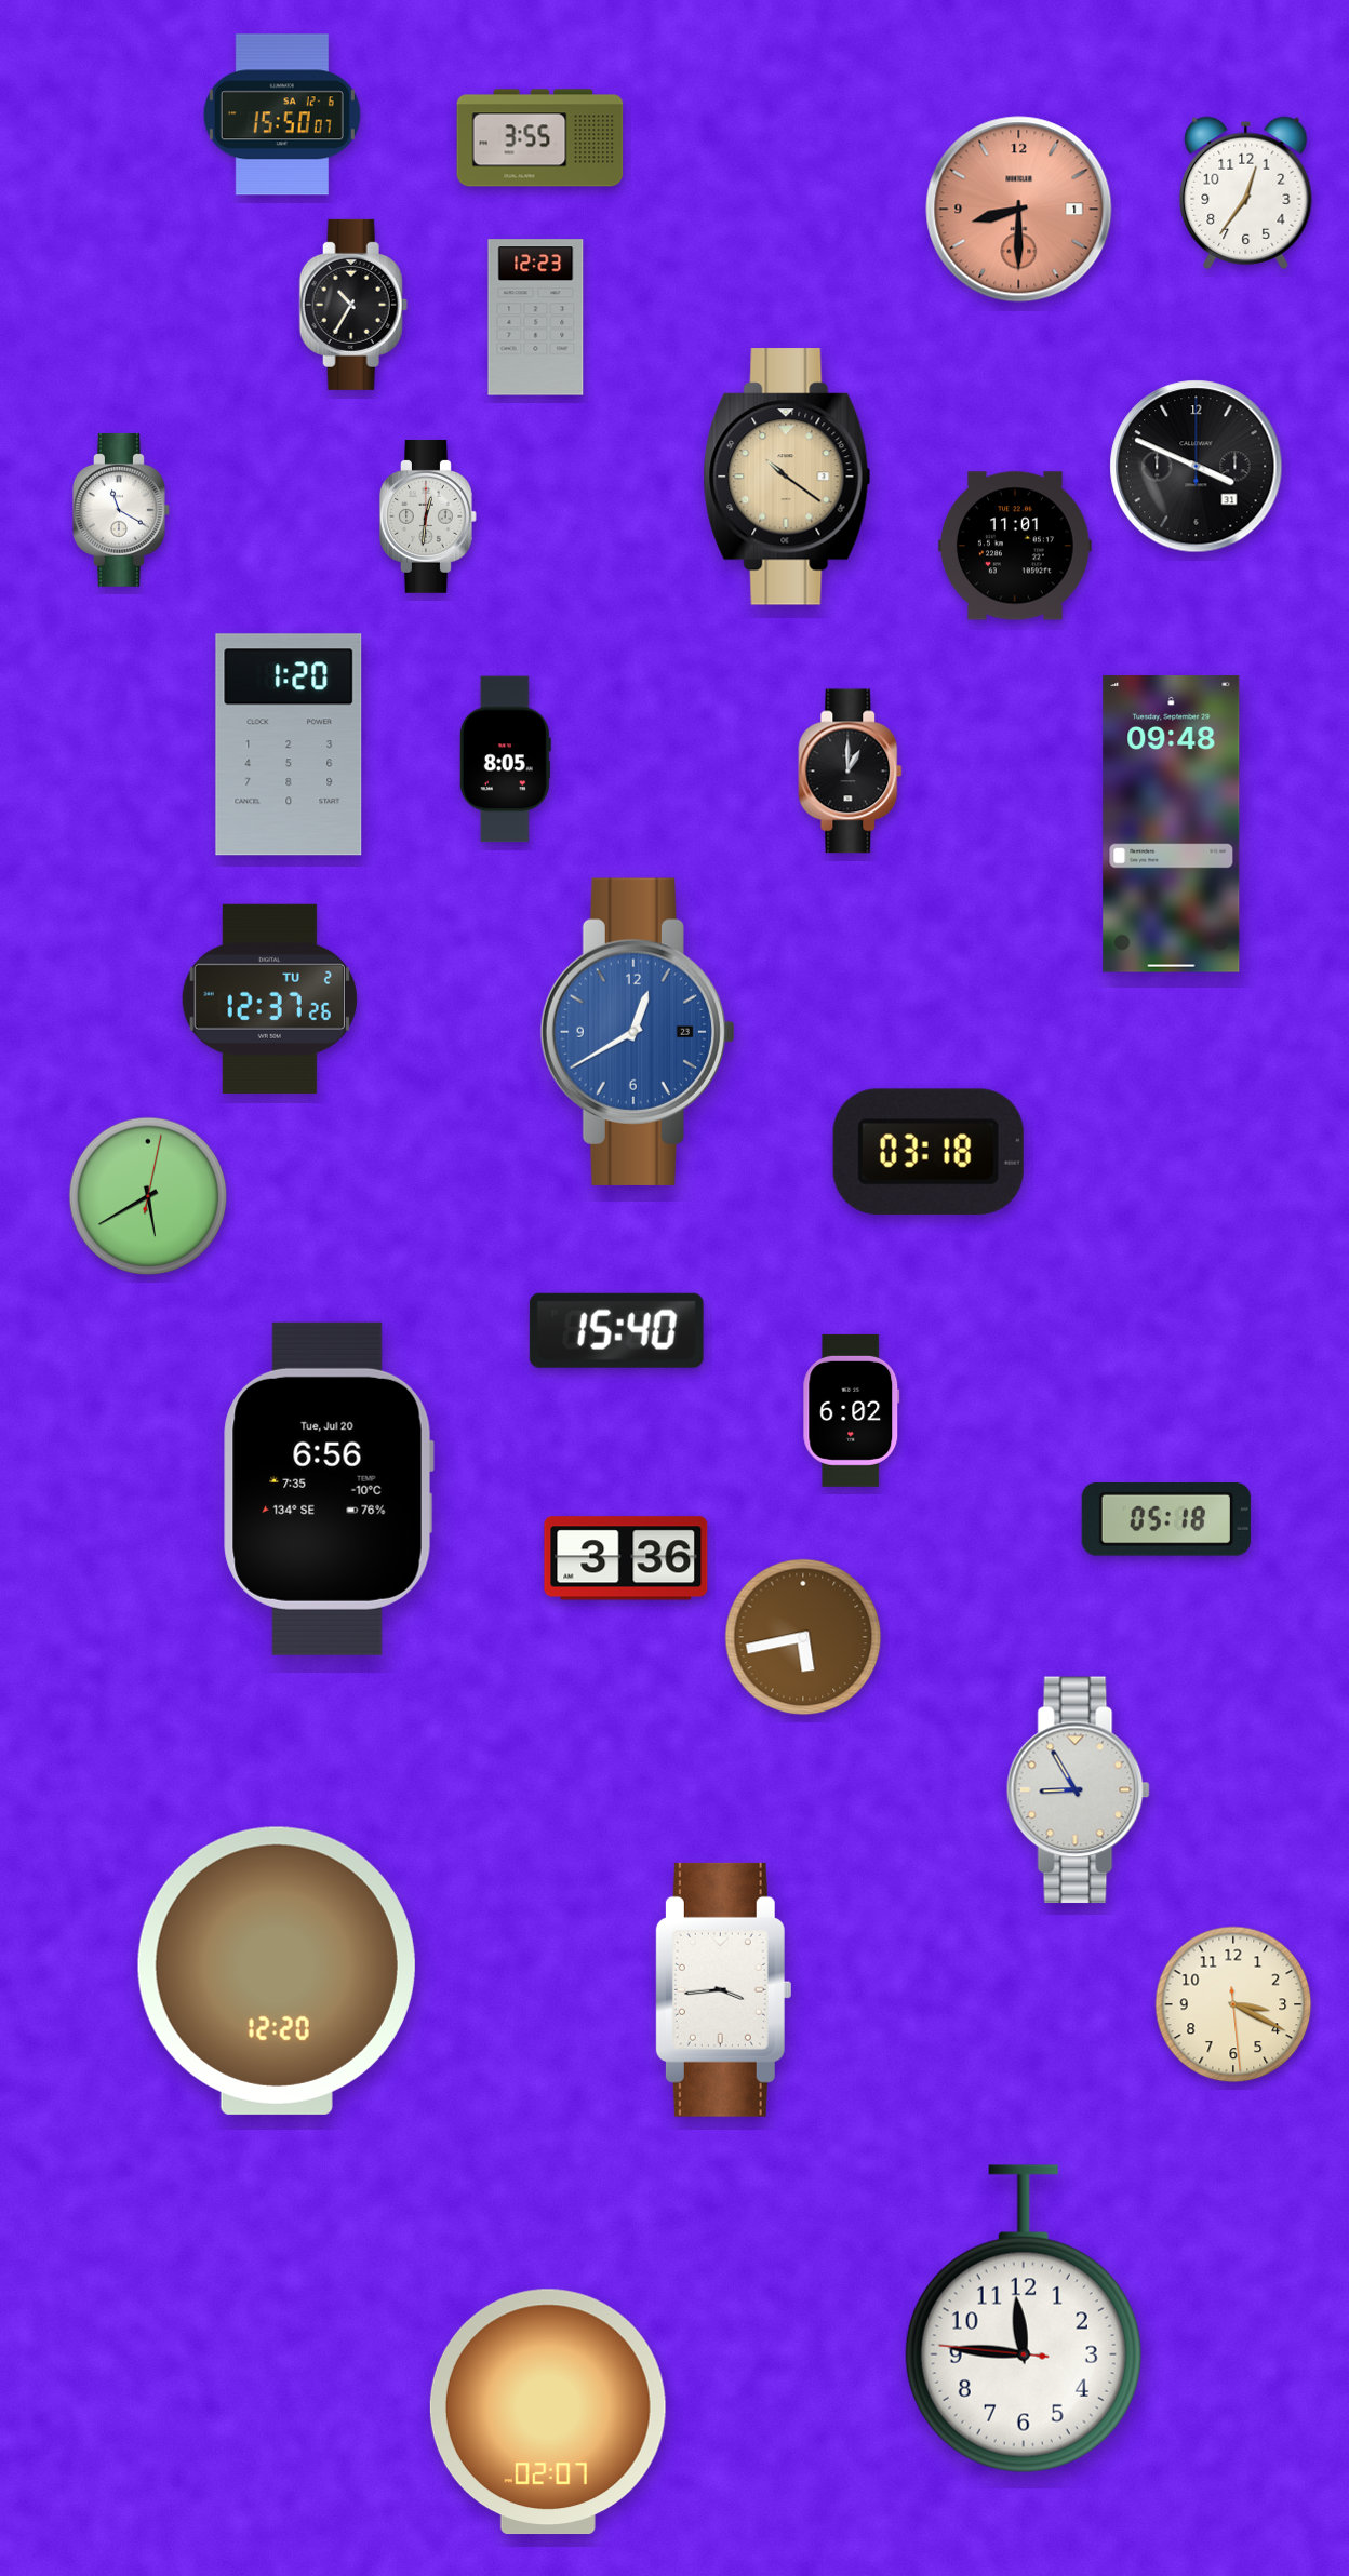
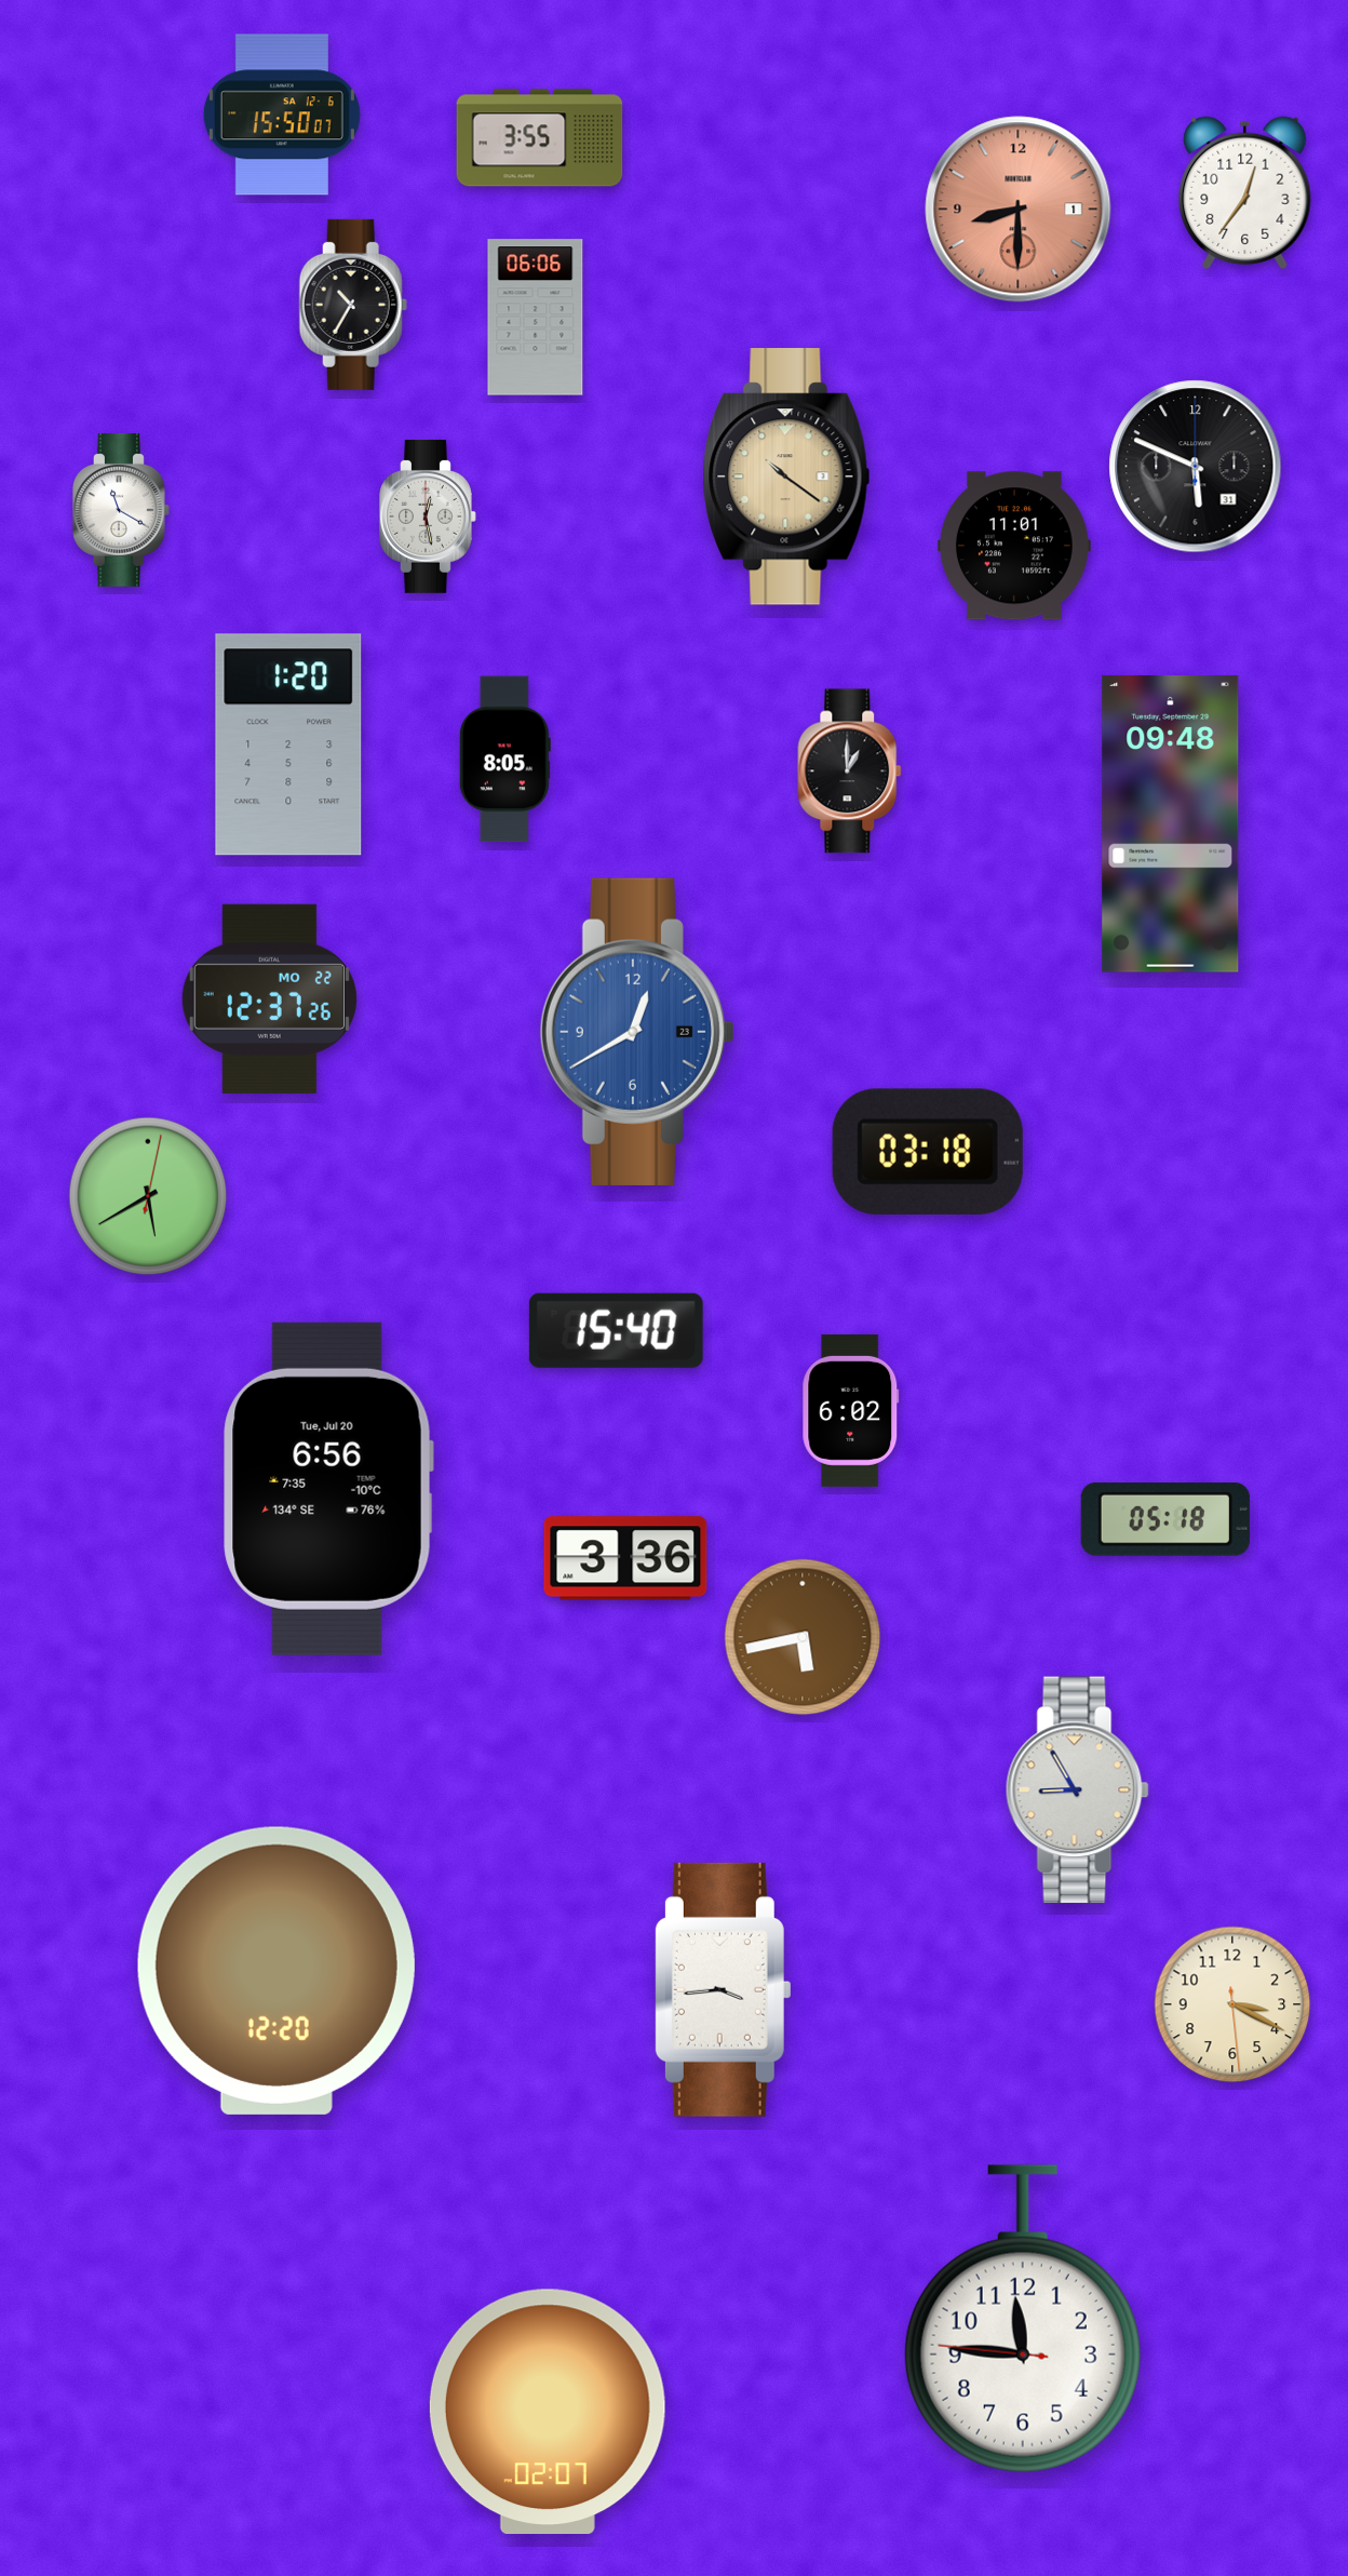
clock at (536, 318): 12:23 -> 06:06
clock at (1197, 467): 3:49 -> 5:49
clock at (429, 516): 12:31 -> 12:28
clock at (269, 998) date: TU 2 -> MO 22
